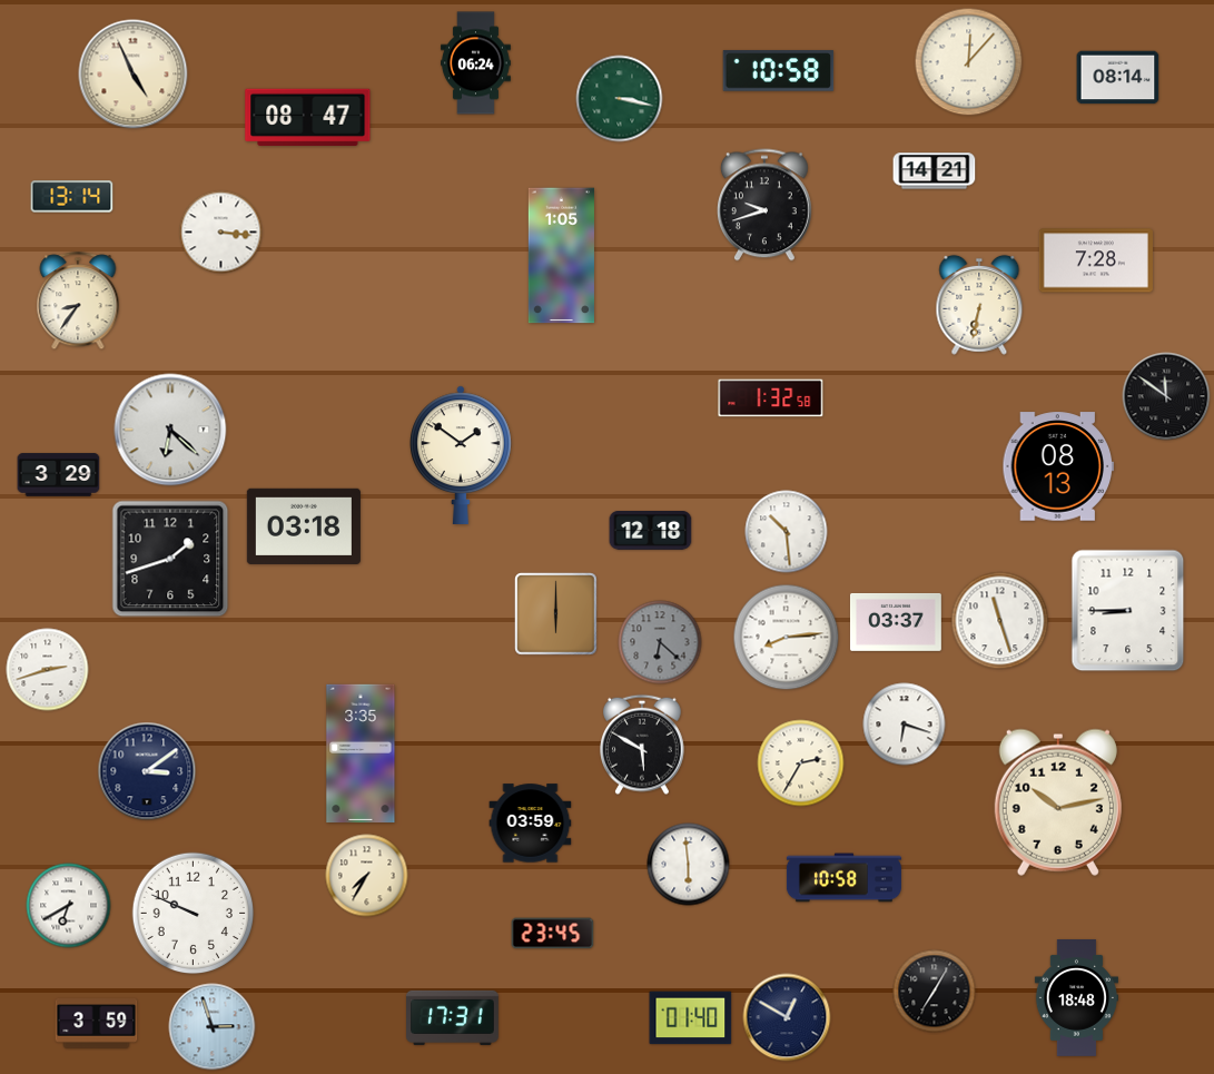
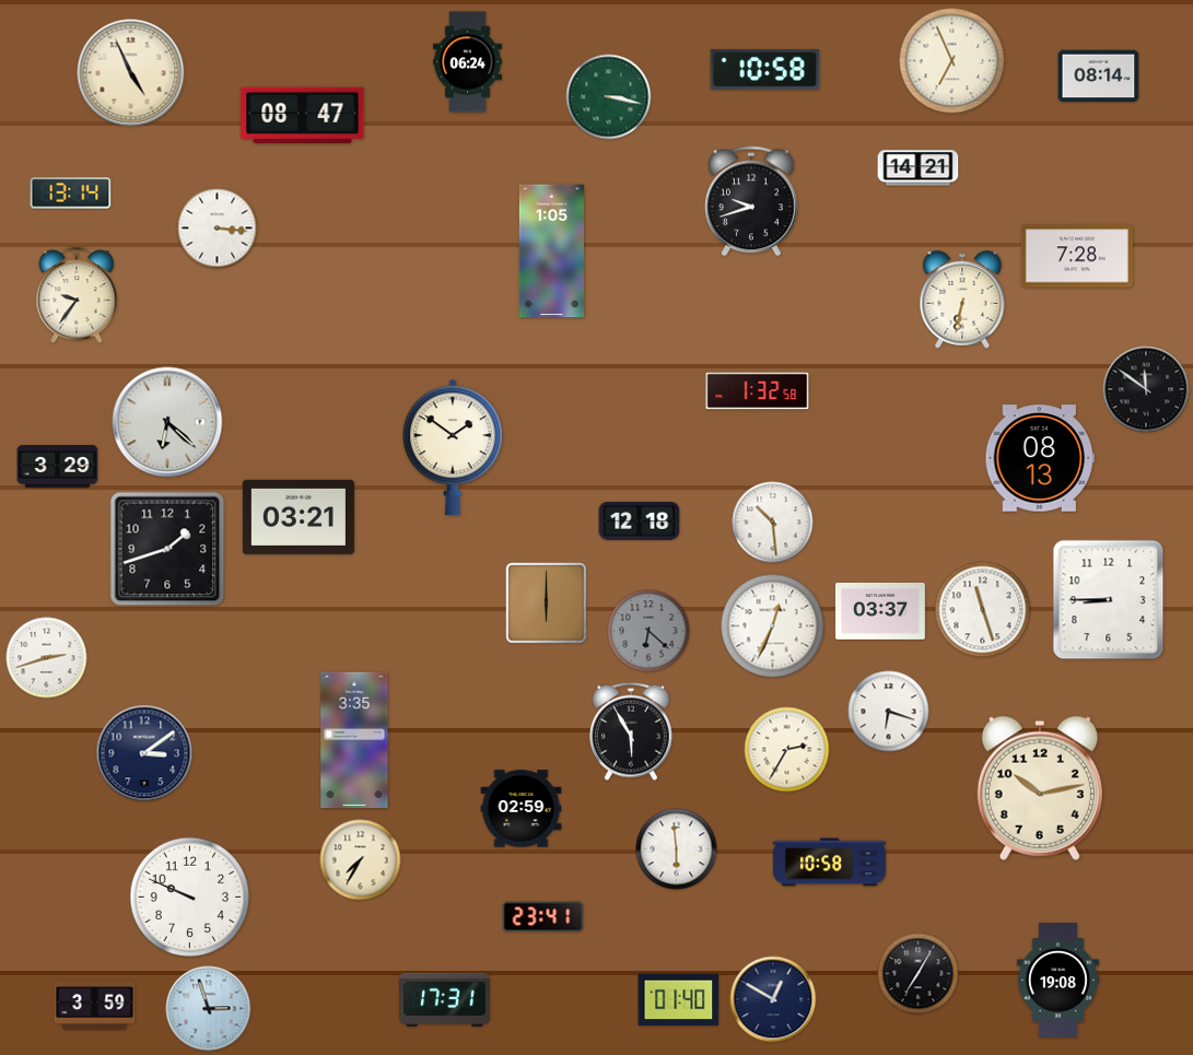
clock at (969, 62): 12:07 -> 6:56
clock at (78, 302): 8:36 -> 9:36
clock at (304, 526): 03:18 -> 03:21
clock at (787, 638): 8:14 -> 12:34
clock at (643, 745): 5:50 -> 5:55
clock at (147, 771) position: (147, 771) -> (144, 753)
clock at (531, 824): 03:59 -> 02:59
clock at (69, 906): 6:40 -> none
clock at (553, 934): 23:45 -> 23:41
clock at (1076, 998): 18:48 -> 19:08
